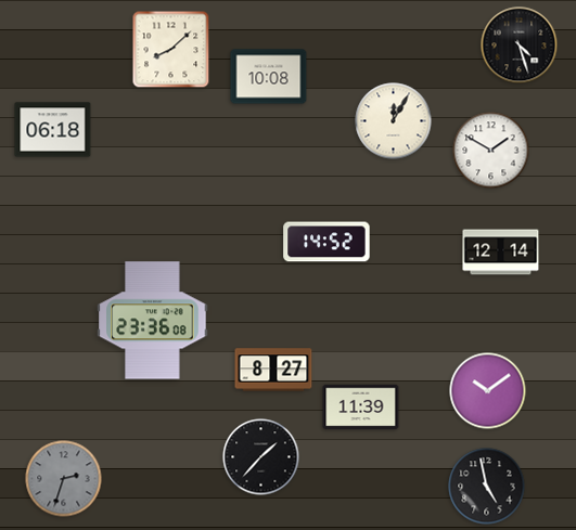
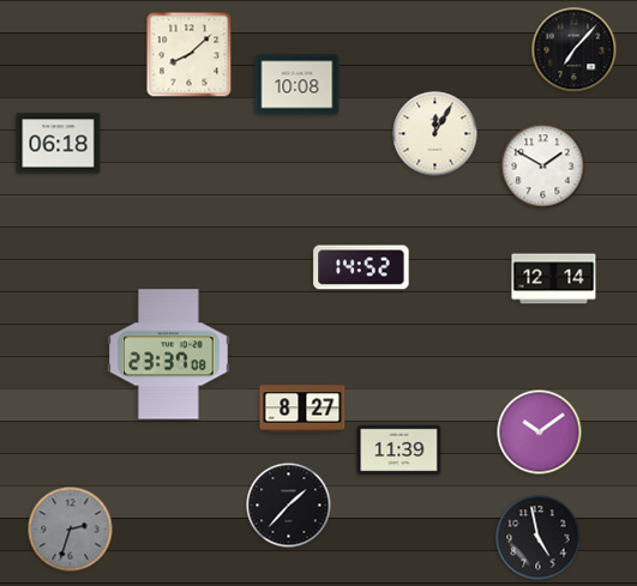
clock at (520, 46): 4:27 -> 7:07
clock at (153, 321): 23:36 -> 23:37
